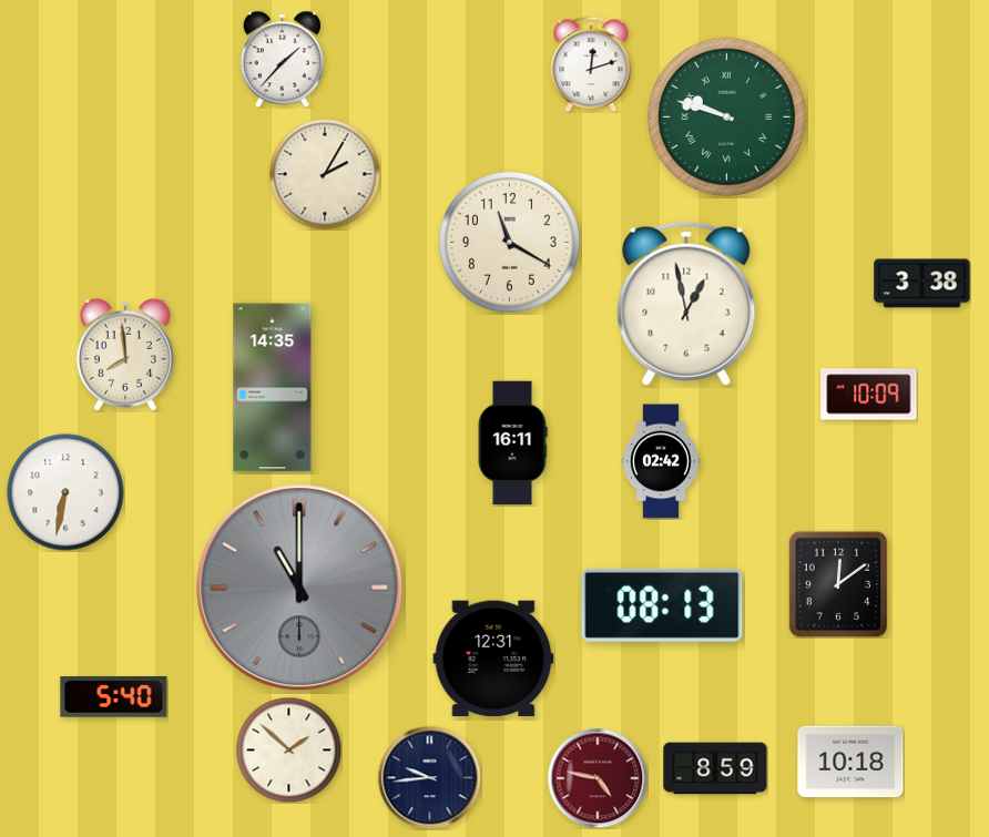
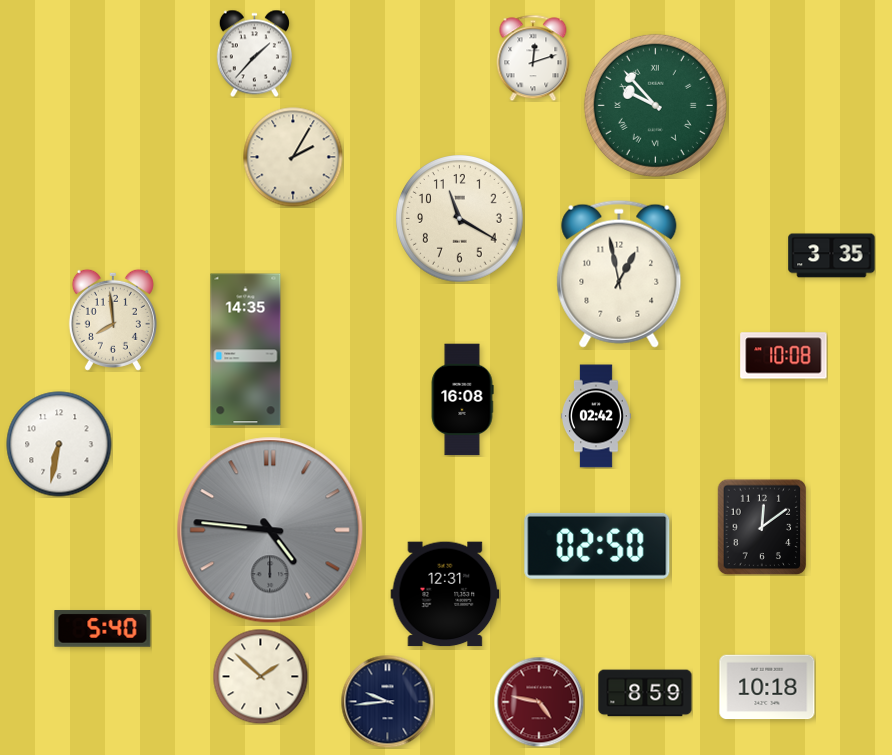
clock at (726, 116): 9:48 -> 9:53
clock at (922, 284): 3:38 -> 3:35
clock at (869, 395): 10:09 -> 10:08
clock at (512, 443): 16:11 -> 16:08
clock at (838, 584) position: (838, 584) -> (762, 527)
clock at (299, 588): 11:00 -> 4:46
clock at (662, 605): 08:13 -> 02:50
